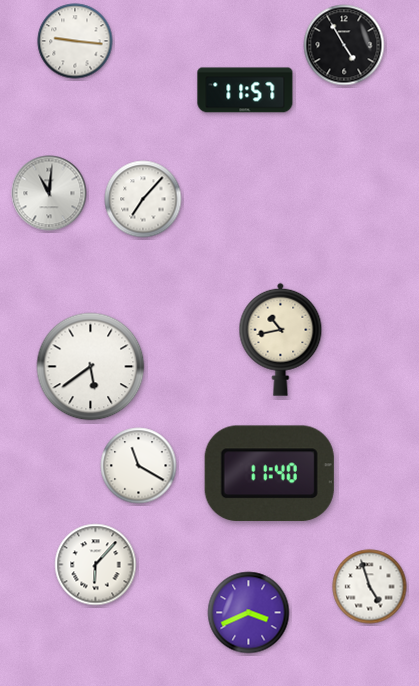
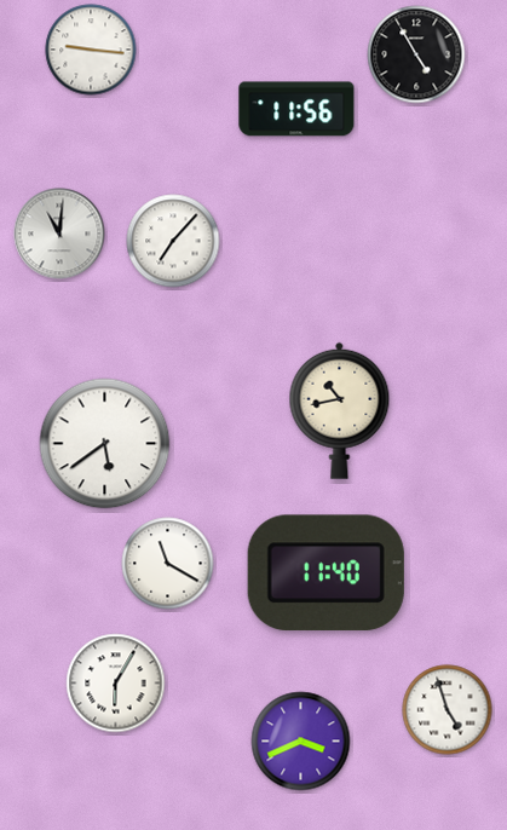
clock at (245, 90): 11:57 -> 11:56
clock at (91, 367) position: (91, 367) -> (105, 444)
clock at (96, 565): 6:07 -> 6:05
